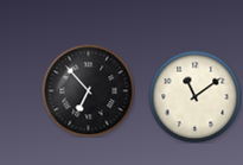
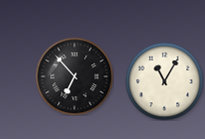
clock at (194, 96): 11:09 -> 11:05
